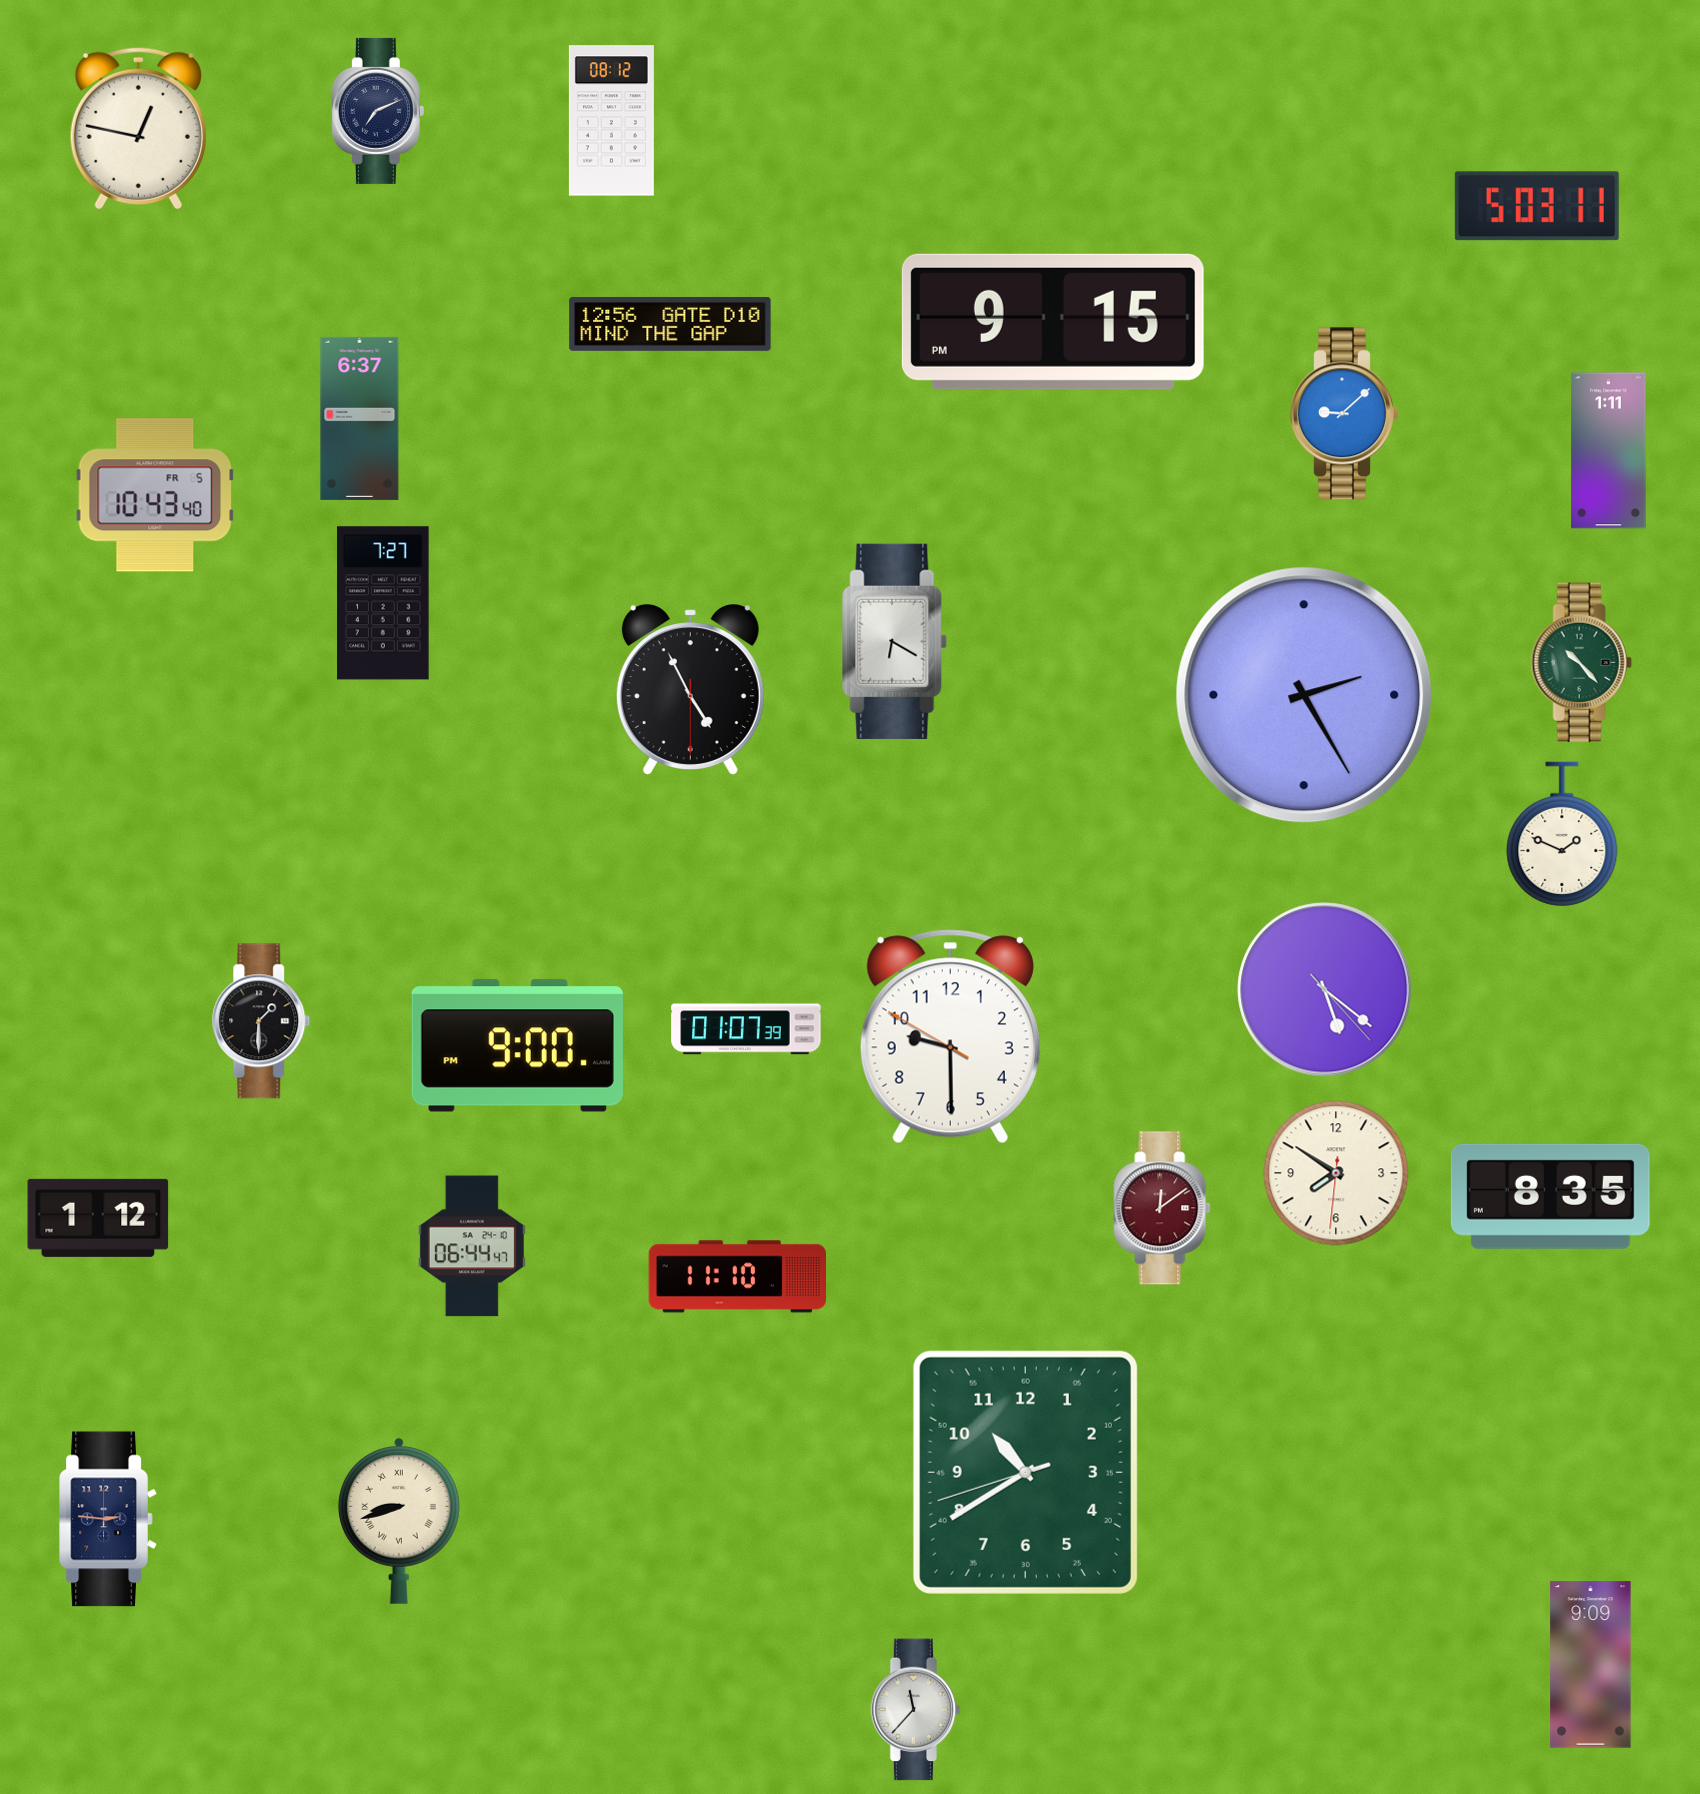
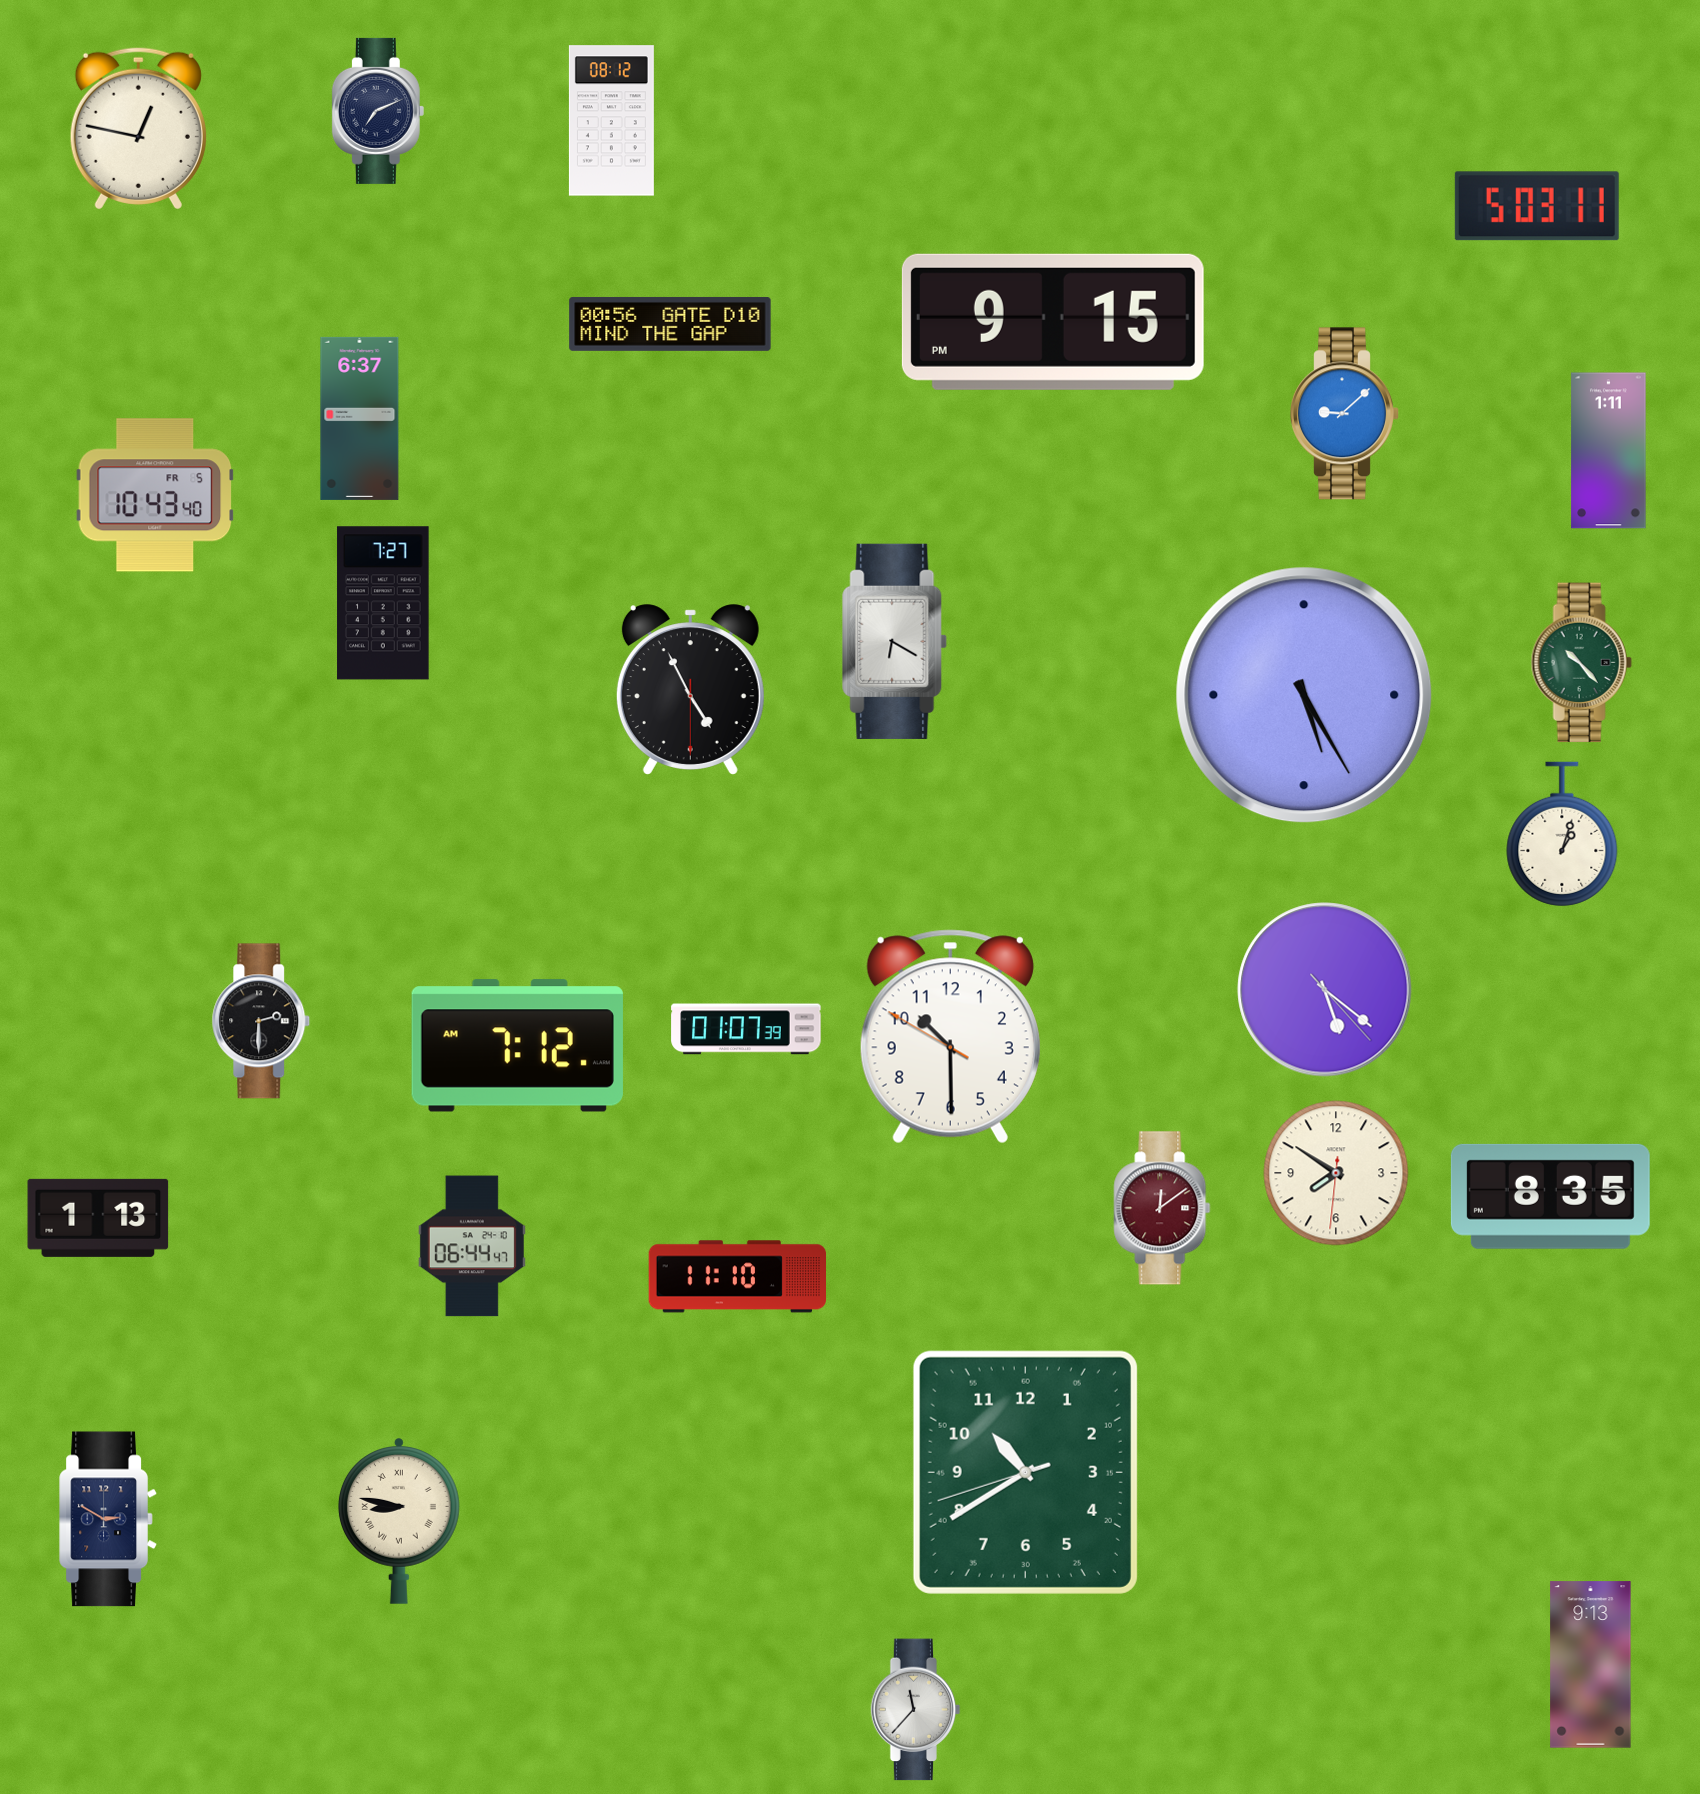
clock at (670, 324): 12:56 -> 00:56
clock at (1304, 695): 2:25 -> 5:25
clock at (1562, 834): 1:49 -> 1:03
clock at (261, 1021): 1:30 -> 2:30
clock at (950, 1037): 9:29 -> 10:29
clock at (517, 1046): 9:00 -> 7:12
clock at (98, 1218): 1:12 -> 1:13
clock at (108, 1519): 2:46 -> 2:50
clock at (399, 1521): 8:42 -> 8:47
clock at (1591, 1665): 9:09 -> 9:13
